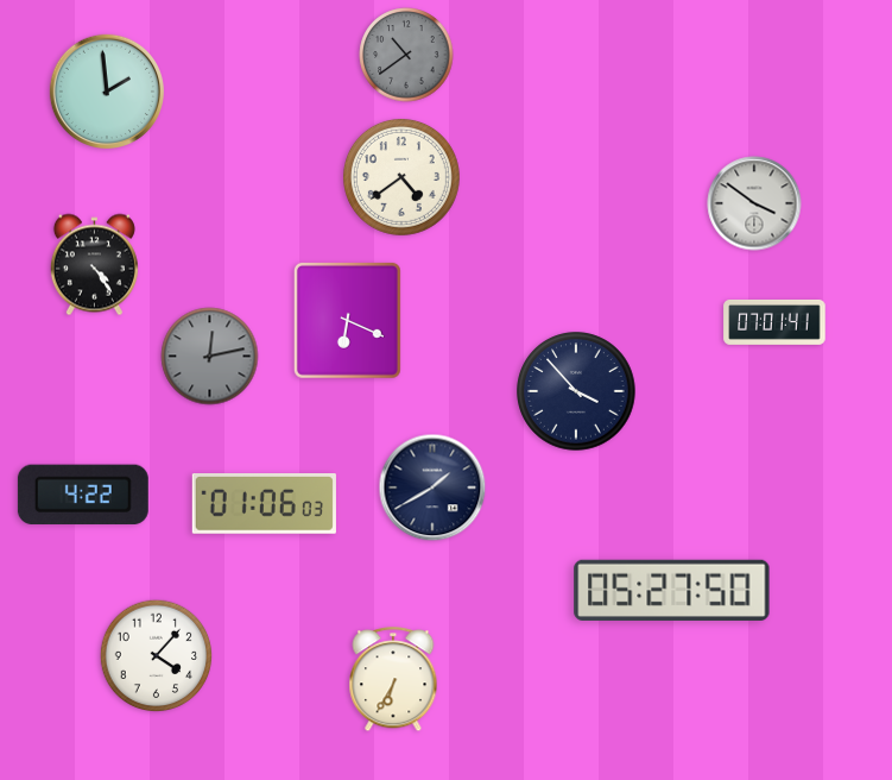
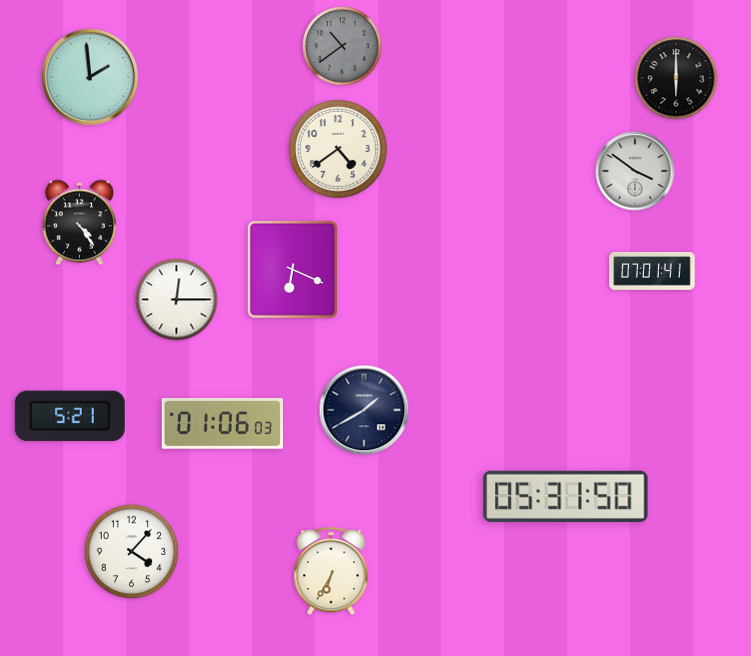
clock at (676, 78): none -> 6:00
clock at (210, 357): 12:13 -> 12:15
clock at (210, 357) dial: grey -> white
clock at (576, 391): 3:53 -> none
clock at (83, 495): 4:22 -> 5:21
clock at (672, 590): 05:27 -> 05:31
